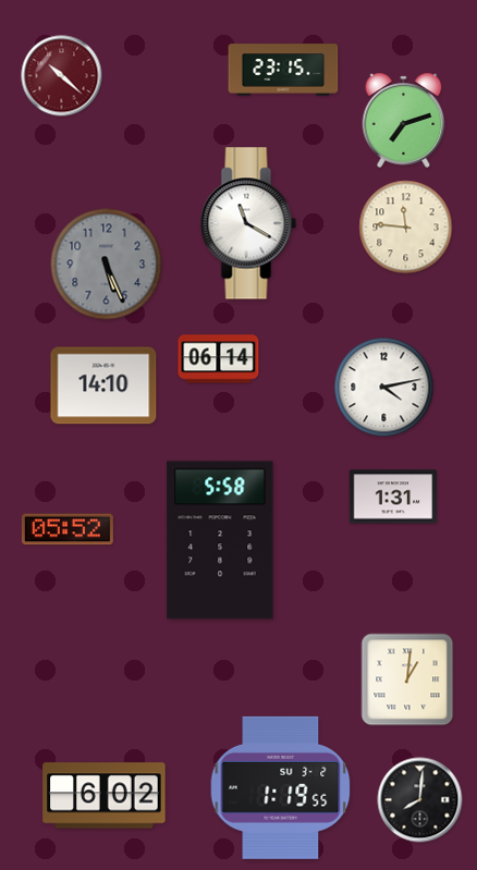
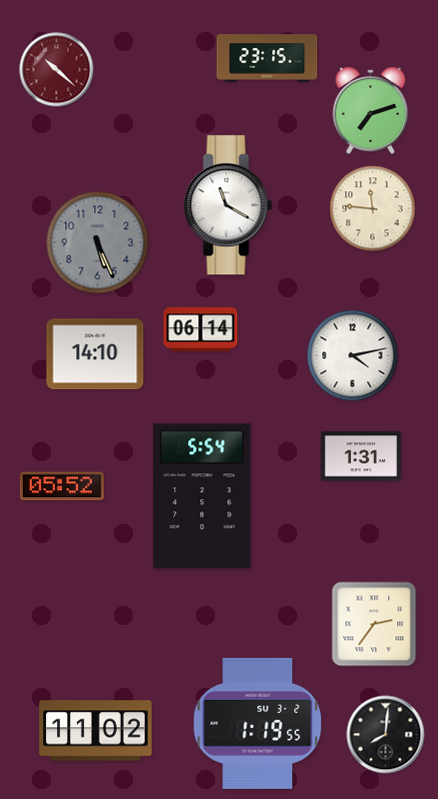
clock at (283, 70) position: (283, 70) -> (267, 58)
clock at (220, 540): 5:58 -> 5:54
clock at (407, 679): 1:01 -> 2:36
clock at (105, 796): 6:02 -> 11:02
